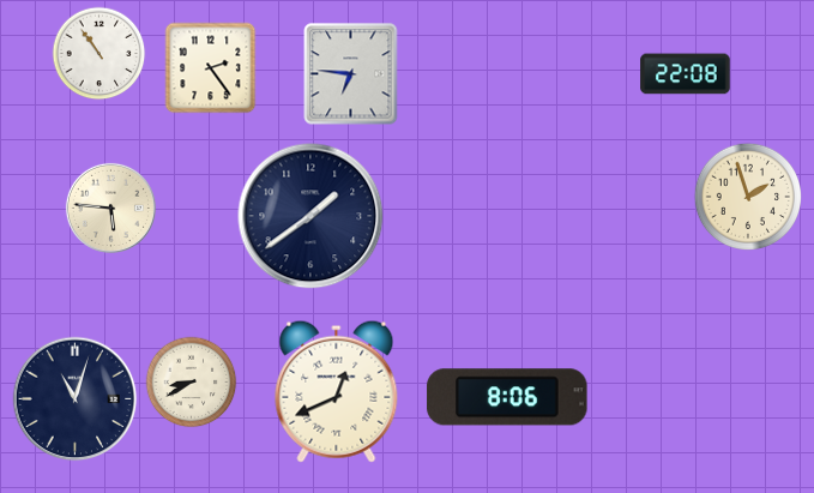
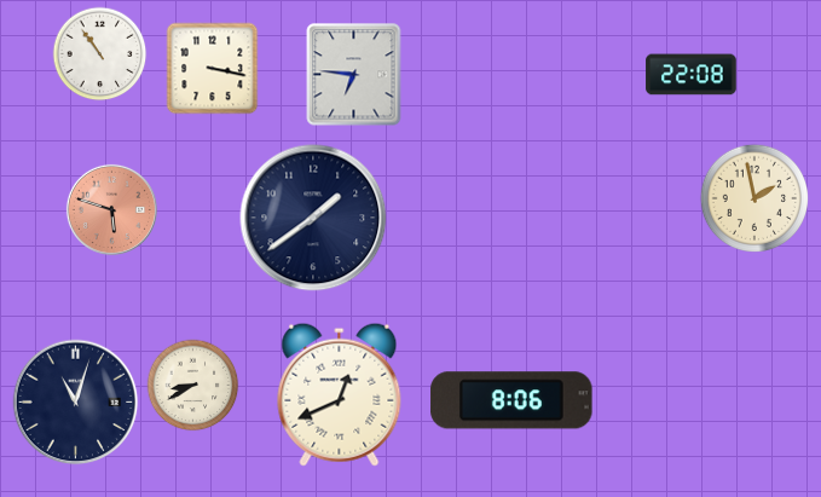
clock at (211, 68): 2:24 -> 3:17
clock at (748, 197): 1:57 -> 1:58
clock at (110, 208): 5:46 -> 5:48
clock at (110, 208) dial: cream -> salmon
